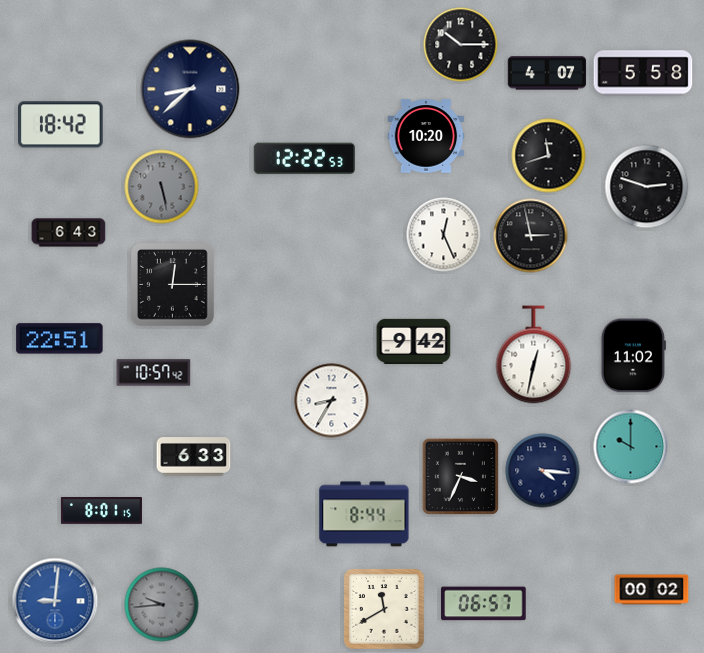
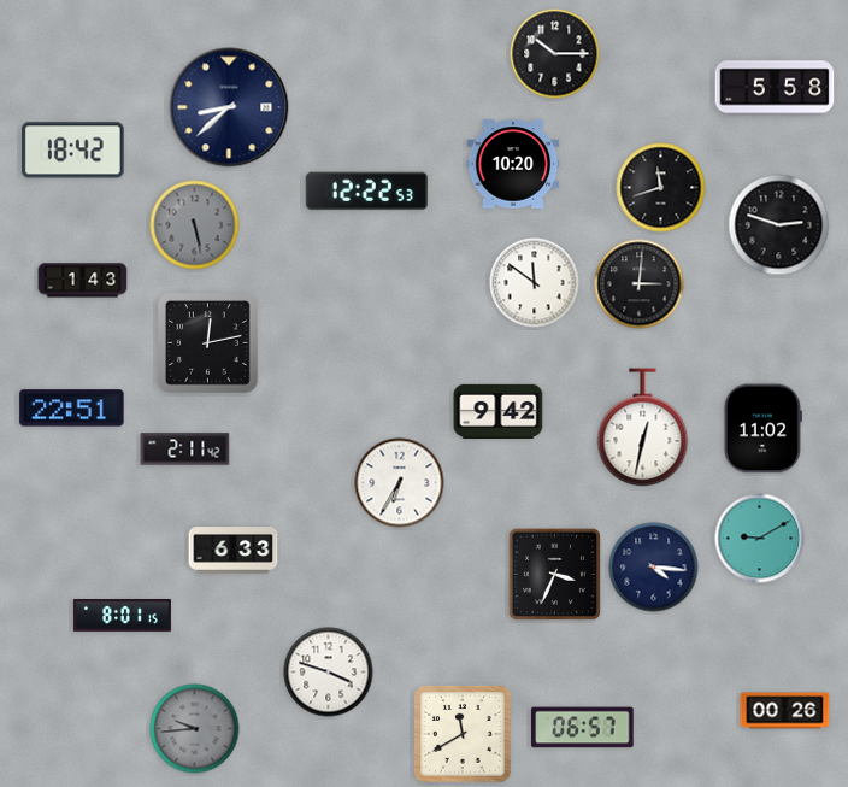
clock at (547, 73): 4:07 -> none
clock at (69, 233): 6:43 -> 1:43
clock at (444, 235): 12:26 -> 11:51
clock at (531, 236): 2:58 -> 3:01
clock at (173, 285): 12:15 -> 12:13
clock at (154, 373): 10:57 -> 2:11
clock at (332, 401): 8:35 -> 6:35
clock at (631, 447): 10:00 -> 9:10
clock at (364, 514): 8:44 -> none
clock at (329, 673): none -> 3:48
clock at (652, 590): 00:02 -> 00:26
clock at (55, 601): 9:01 -> none
